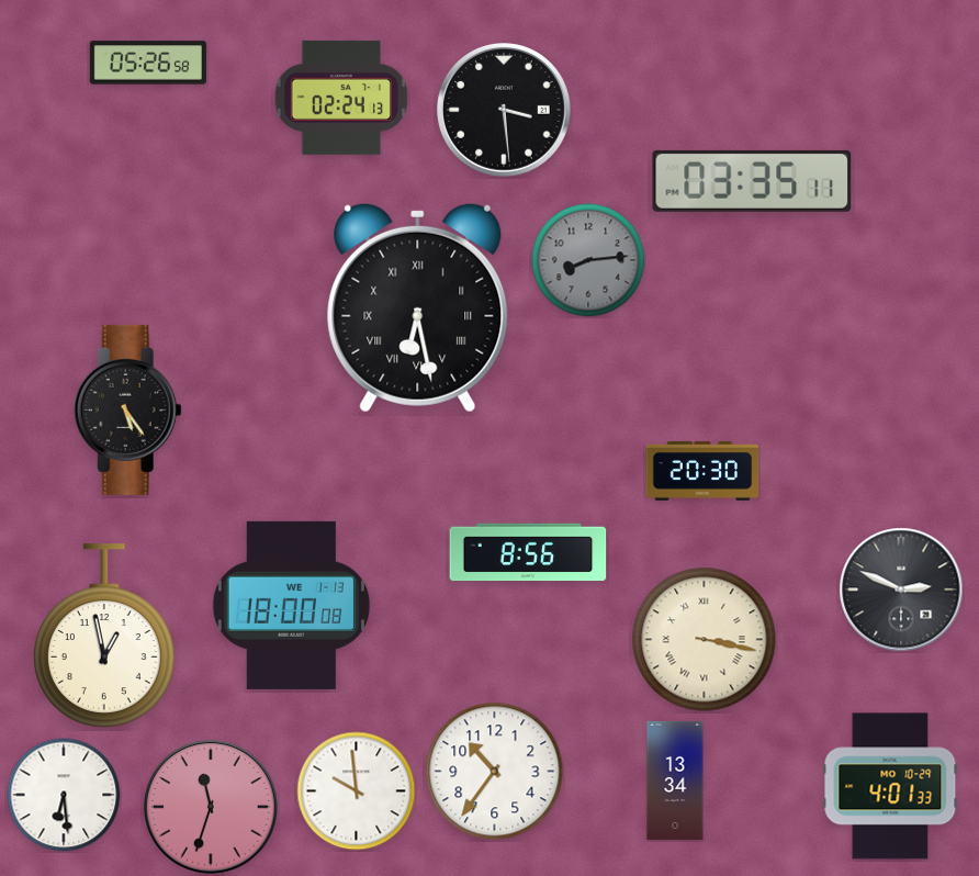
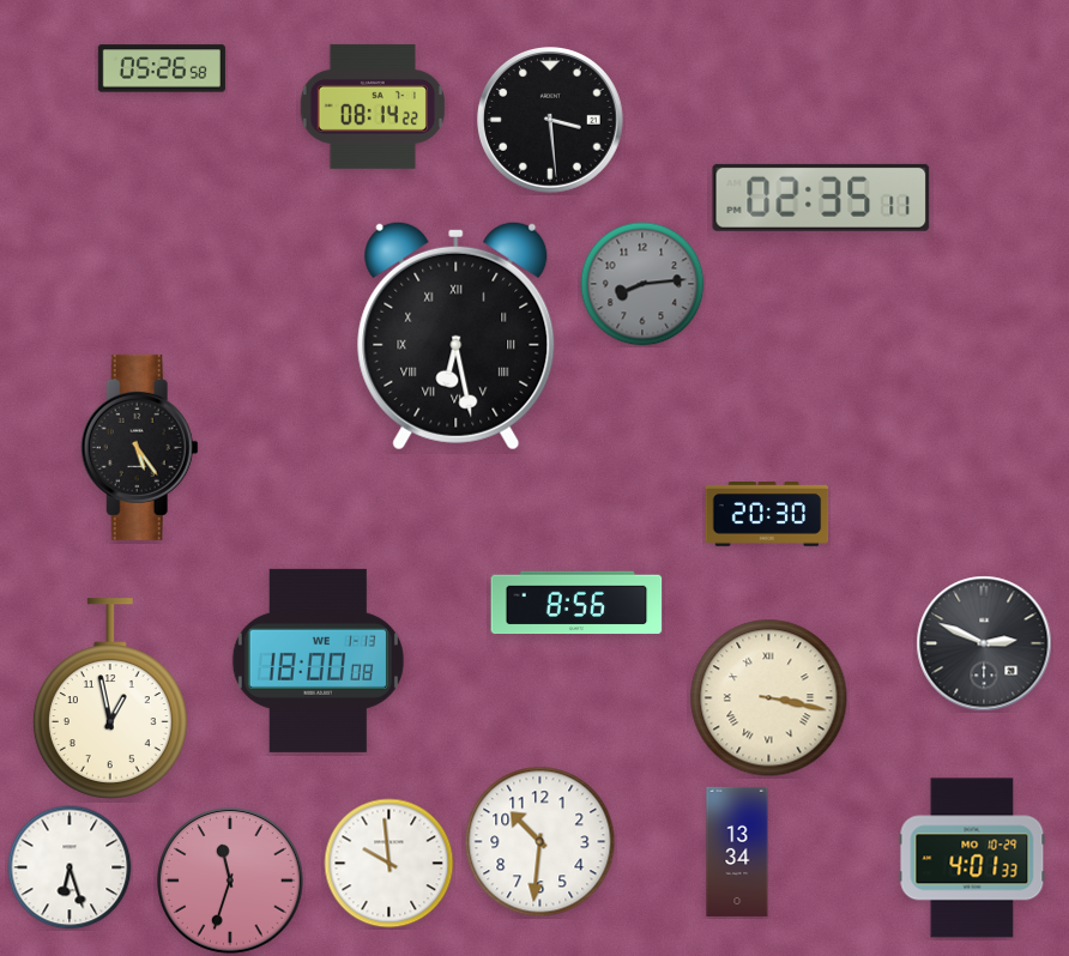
clock at (341, 98): 02:24 -> 08:14
clock at (752, 181): 03:35 -> 02:35
clock at (104, 636) position: (104, 636) -> (110, 698)
clock at (495, 772): 10:36 -> 10:31
clock at (64, 795): 6:29 -> 6:27
